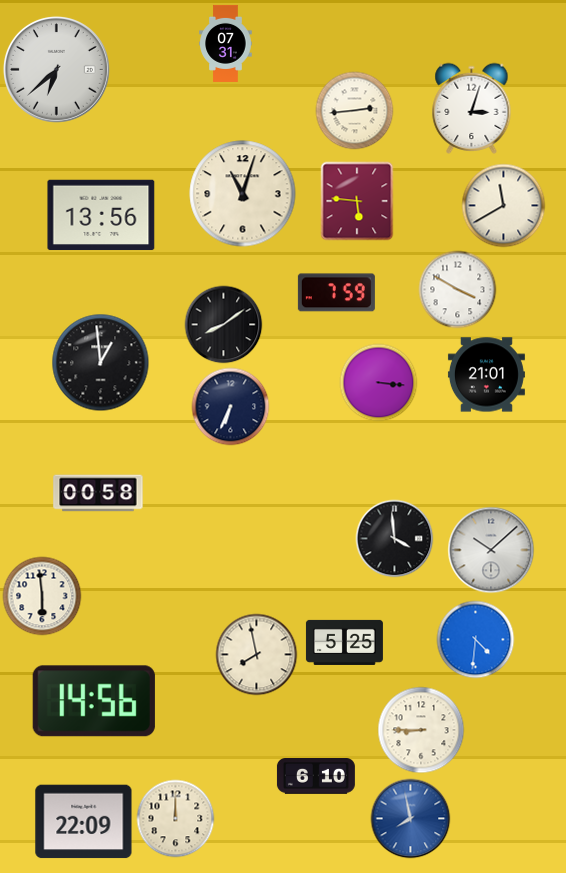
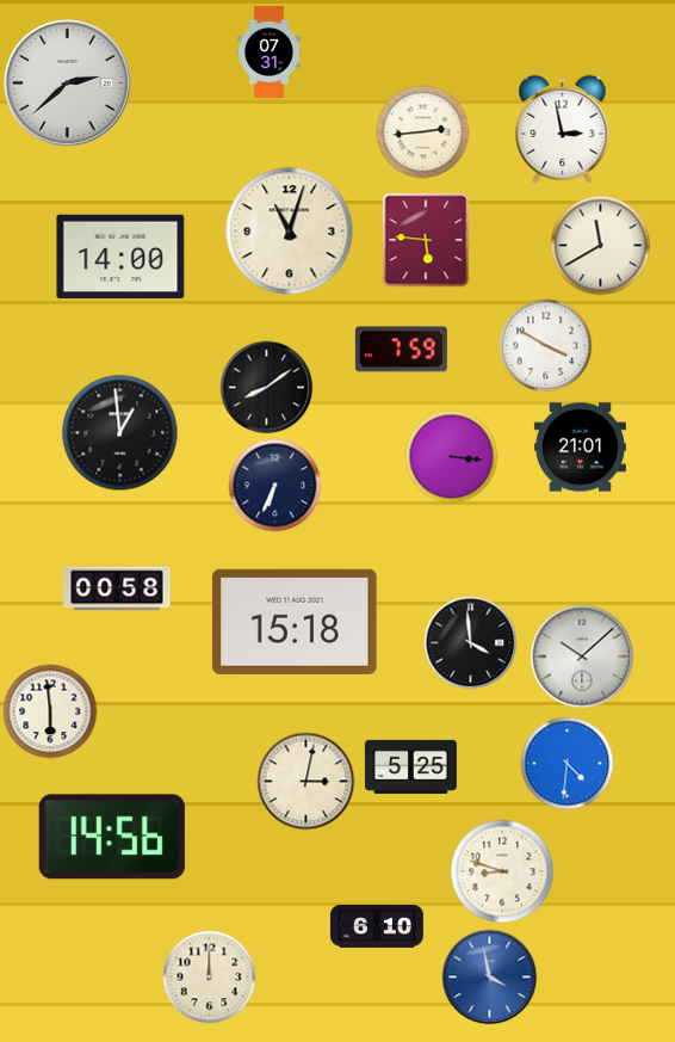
clock at (56, 69): 6:38 -> 2:38
clock at (472, 108): 3:03 -> 2:58
clock at (101, 215): 13:56 -> 14:00
clock at (295, 622): none -> 15:18
clock at (491, 550) position: (491, 550) -> (582, 656)
clock at (256, 654): 7:58 -> 3:02
clock at (421, 730): 8:45 -> 8:48
clock at (410, 818): 7:58 -> 3:58
clock at (84, 822): 22:09 -> none
